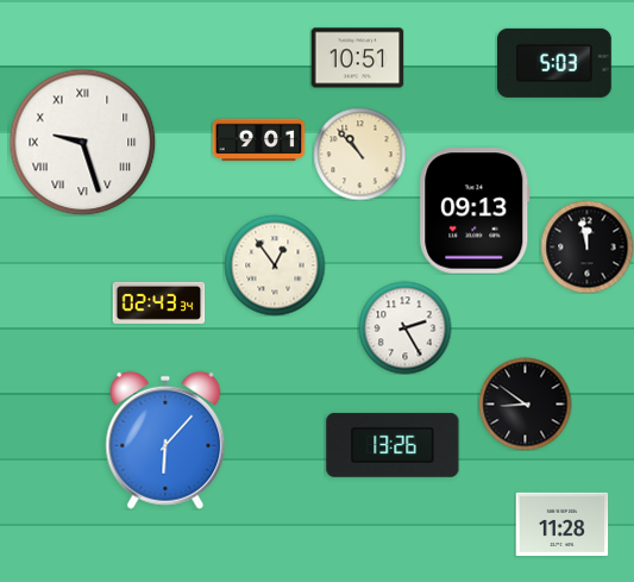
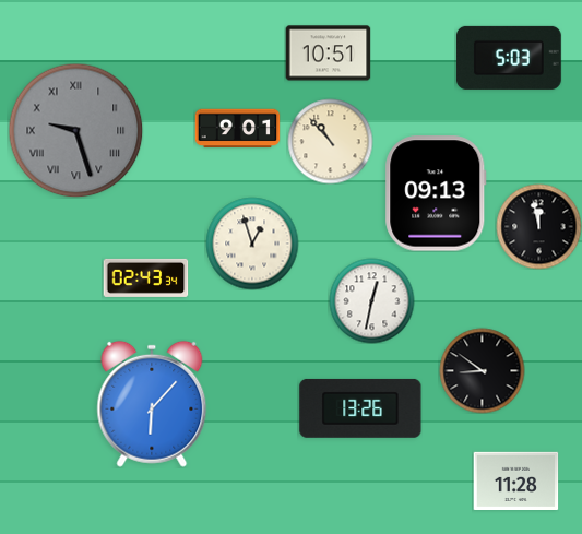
clock at (82, 142) dial: white -> grey
clock at (275, 265): 12:54 -> 12:57
clock at (404, 327): 2:25 -> 12:32
